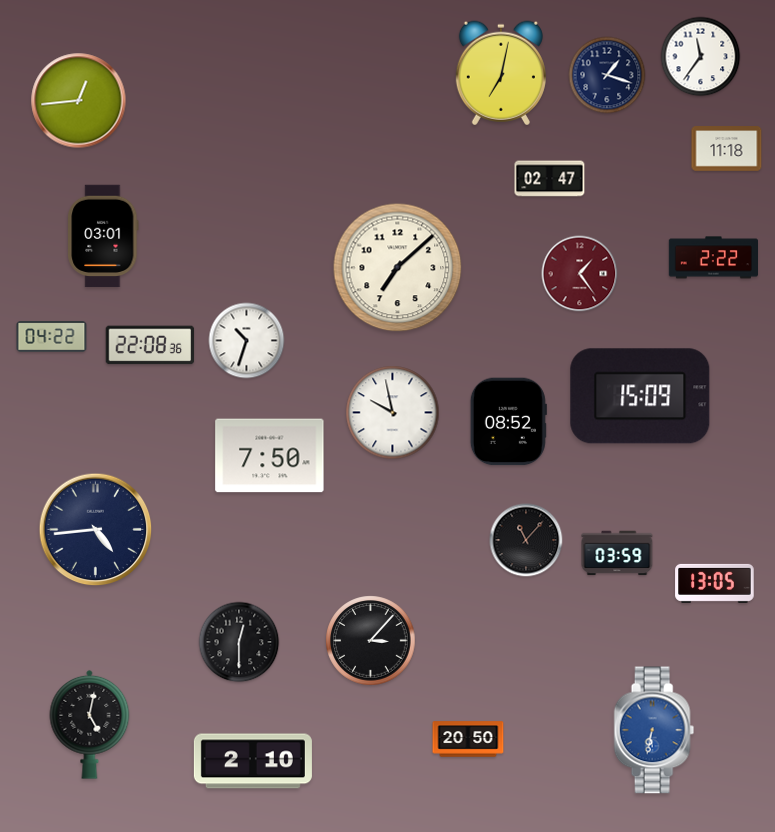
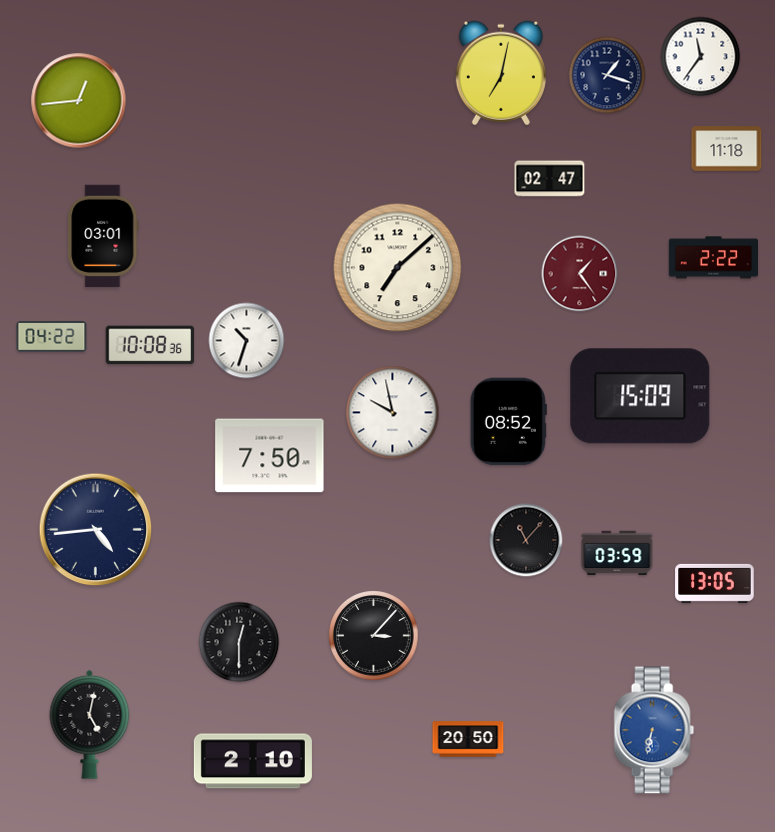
clock at (150, 345): 22:08 -> 10:08
clock at (371, 641) position: (371, 641) -> (374, 636)
